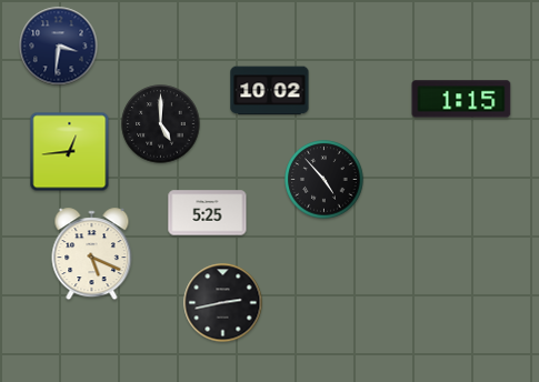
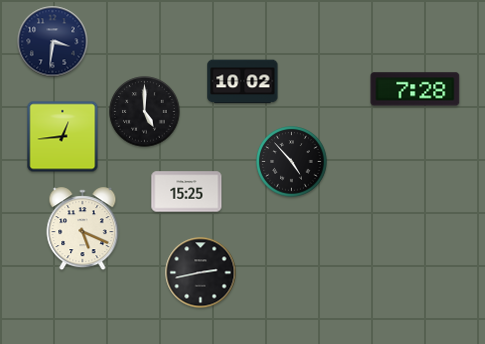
clock at (461, 99): 1:15 -> 7:28
clock at (208, 213): 5:25 -> 15:25
